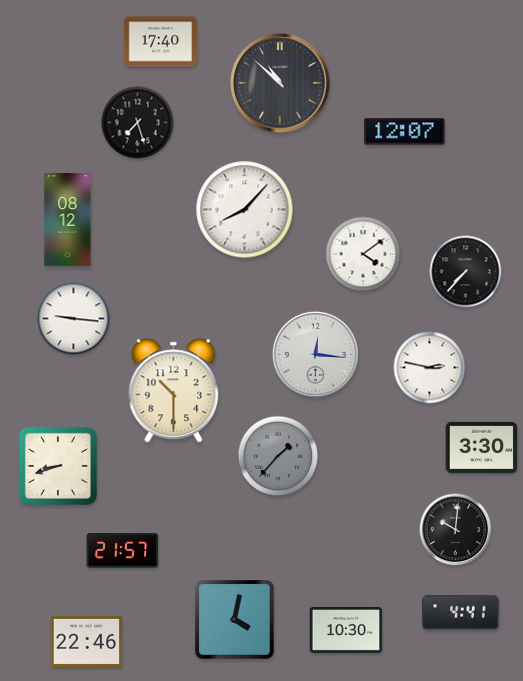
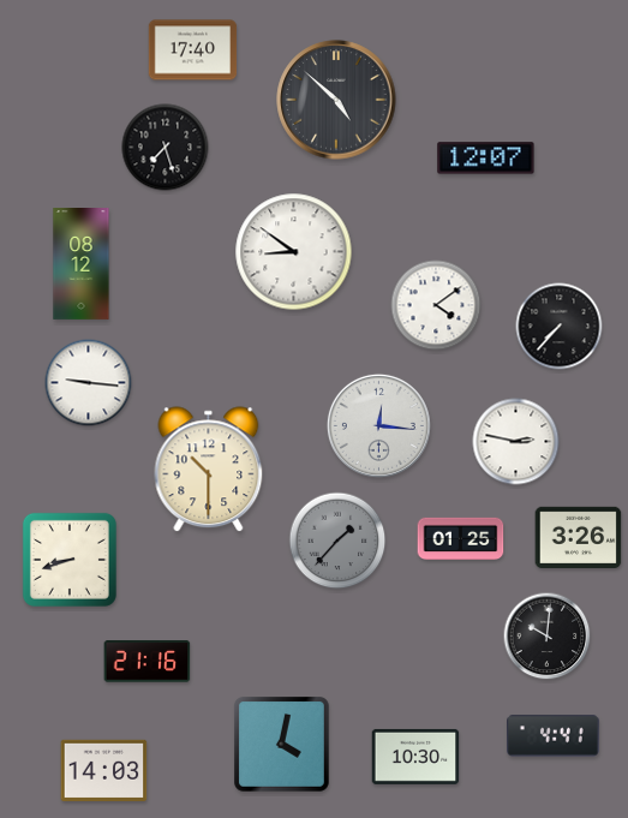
clock at (280, 83): 10:52 -> 4:52
clock at (245, 210): 8:07 -> 8:51
clock at (482, 447): 3:30 -> 3:26
clock at (461, 538): none -> 01:25
clock at (278, 456) position: (278, 456) -> (337, 541)
clock at (123, 551): 21:57 -> 21:16
clock at (87, 641): 22:46 -> 14:03
